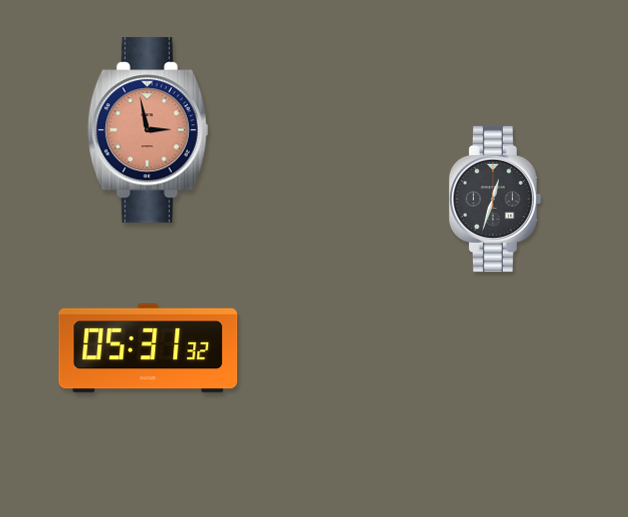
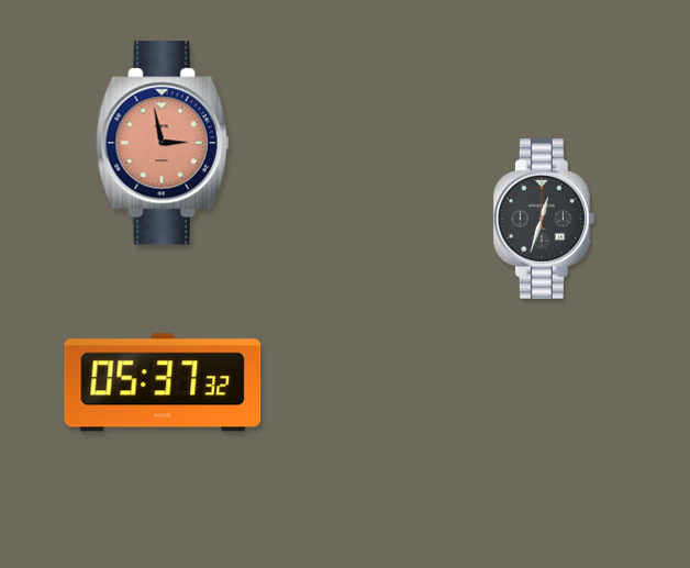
clock at (148, 348): 05:31 -> 05:37
